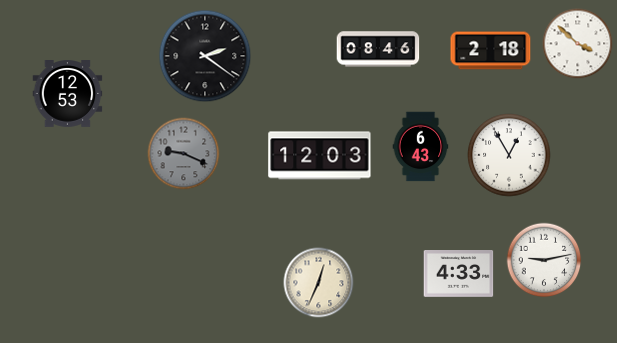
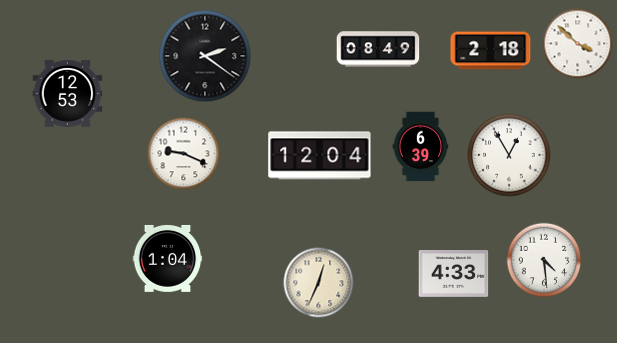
clock at (378, 49): 08:46 -> 08:49
clock at (421, 147): 6:43 -> 6:39
clock at (184, 154) dial: grey -> white
clock at (320, 156): 12:03 -> 12:04
clock at (168, 258): none -> 1:04
clock at (544, 260): 9:13 -> 4:29
clock at (459, 274) position: (459, 274) -> (454, 274)
